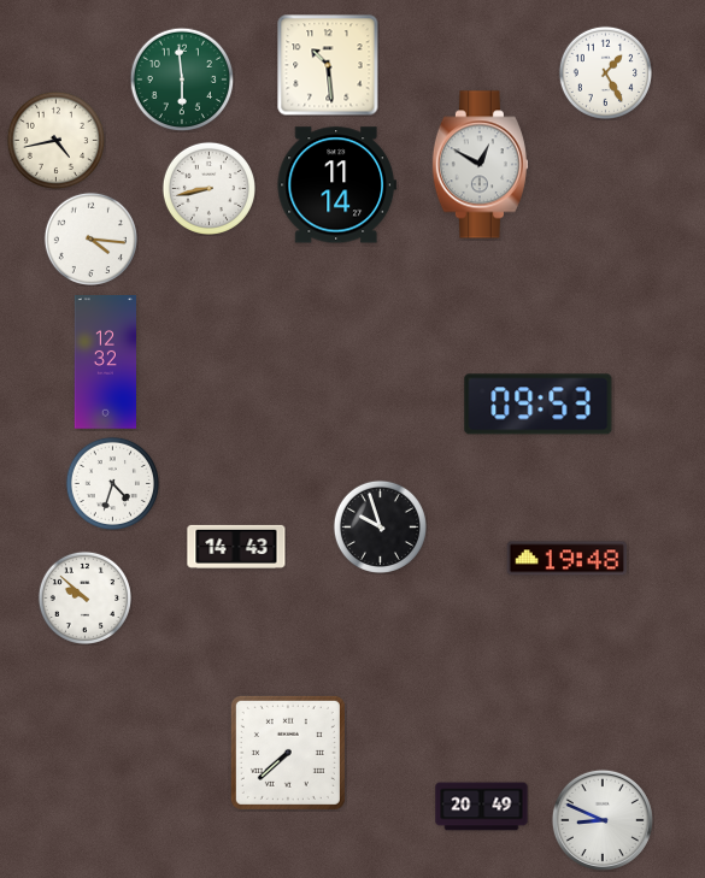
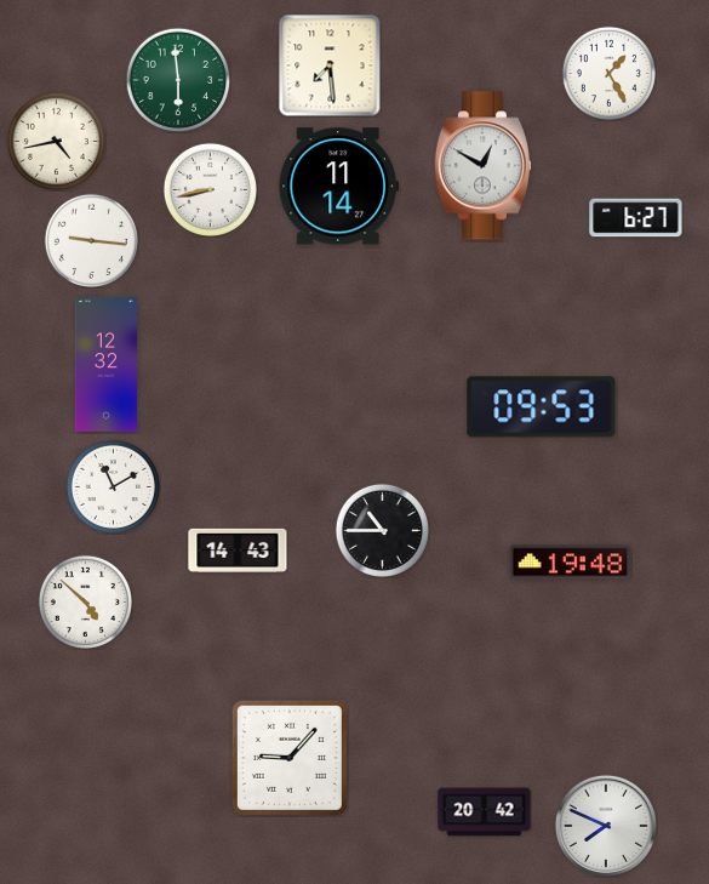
clock at (328, 65): 10:29 -> 7:29
clock at (182, 79) position: (182, 79) -> (178, 80)
clock at (636, 218): none -> 6:27
clock at (90, 238): 4:16 -> 9:16
clock at (112, 483): 4:33 -> 11:10
clock at (380, 526): 9:57 -> 10:45
clock at (84, 597): 9:52 -> 4:52
clock at (288, 753): 7:38 -> 9:07
clock at (482, 807): 20:49 -> 20:42
clock at (603, 820): 8:49 -> 7:49
